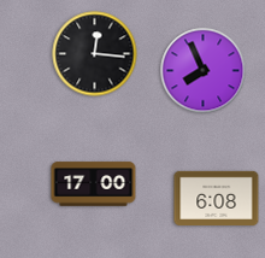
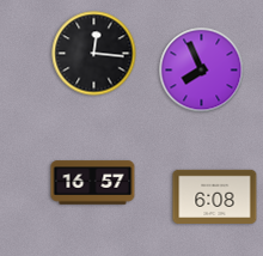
clock at (94, 184): 17:00 -> 16:57
